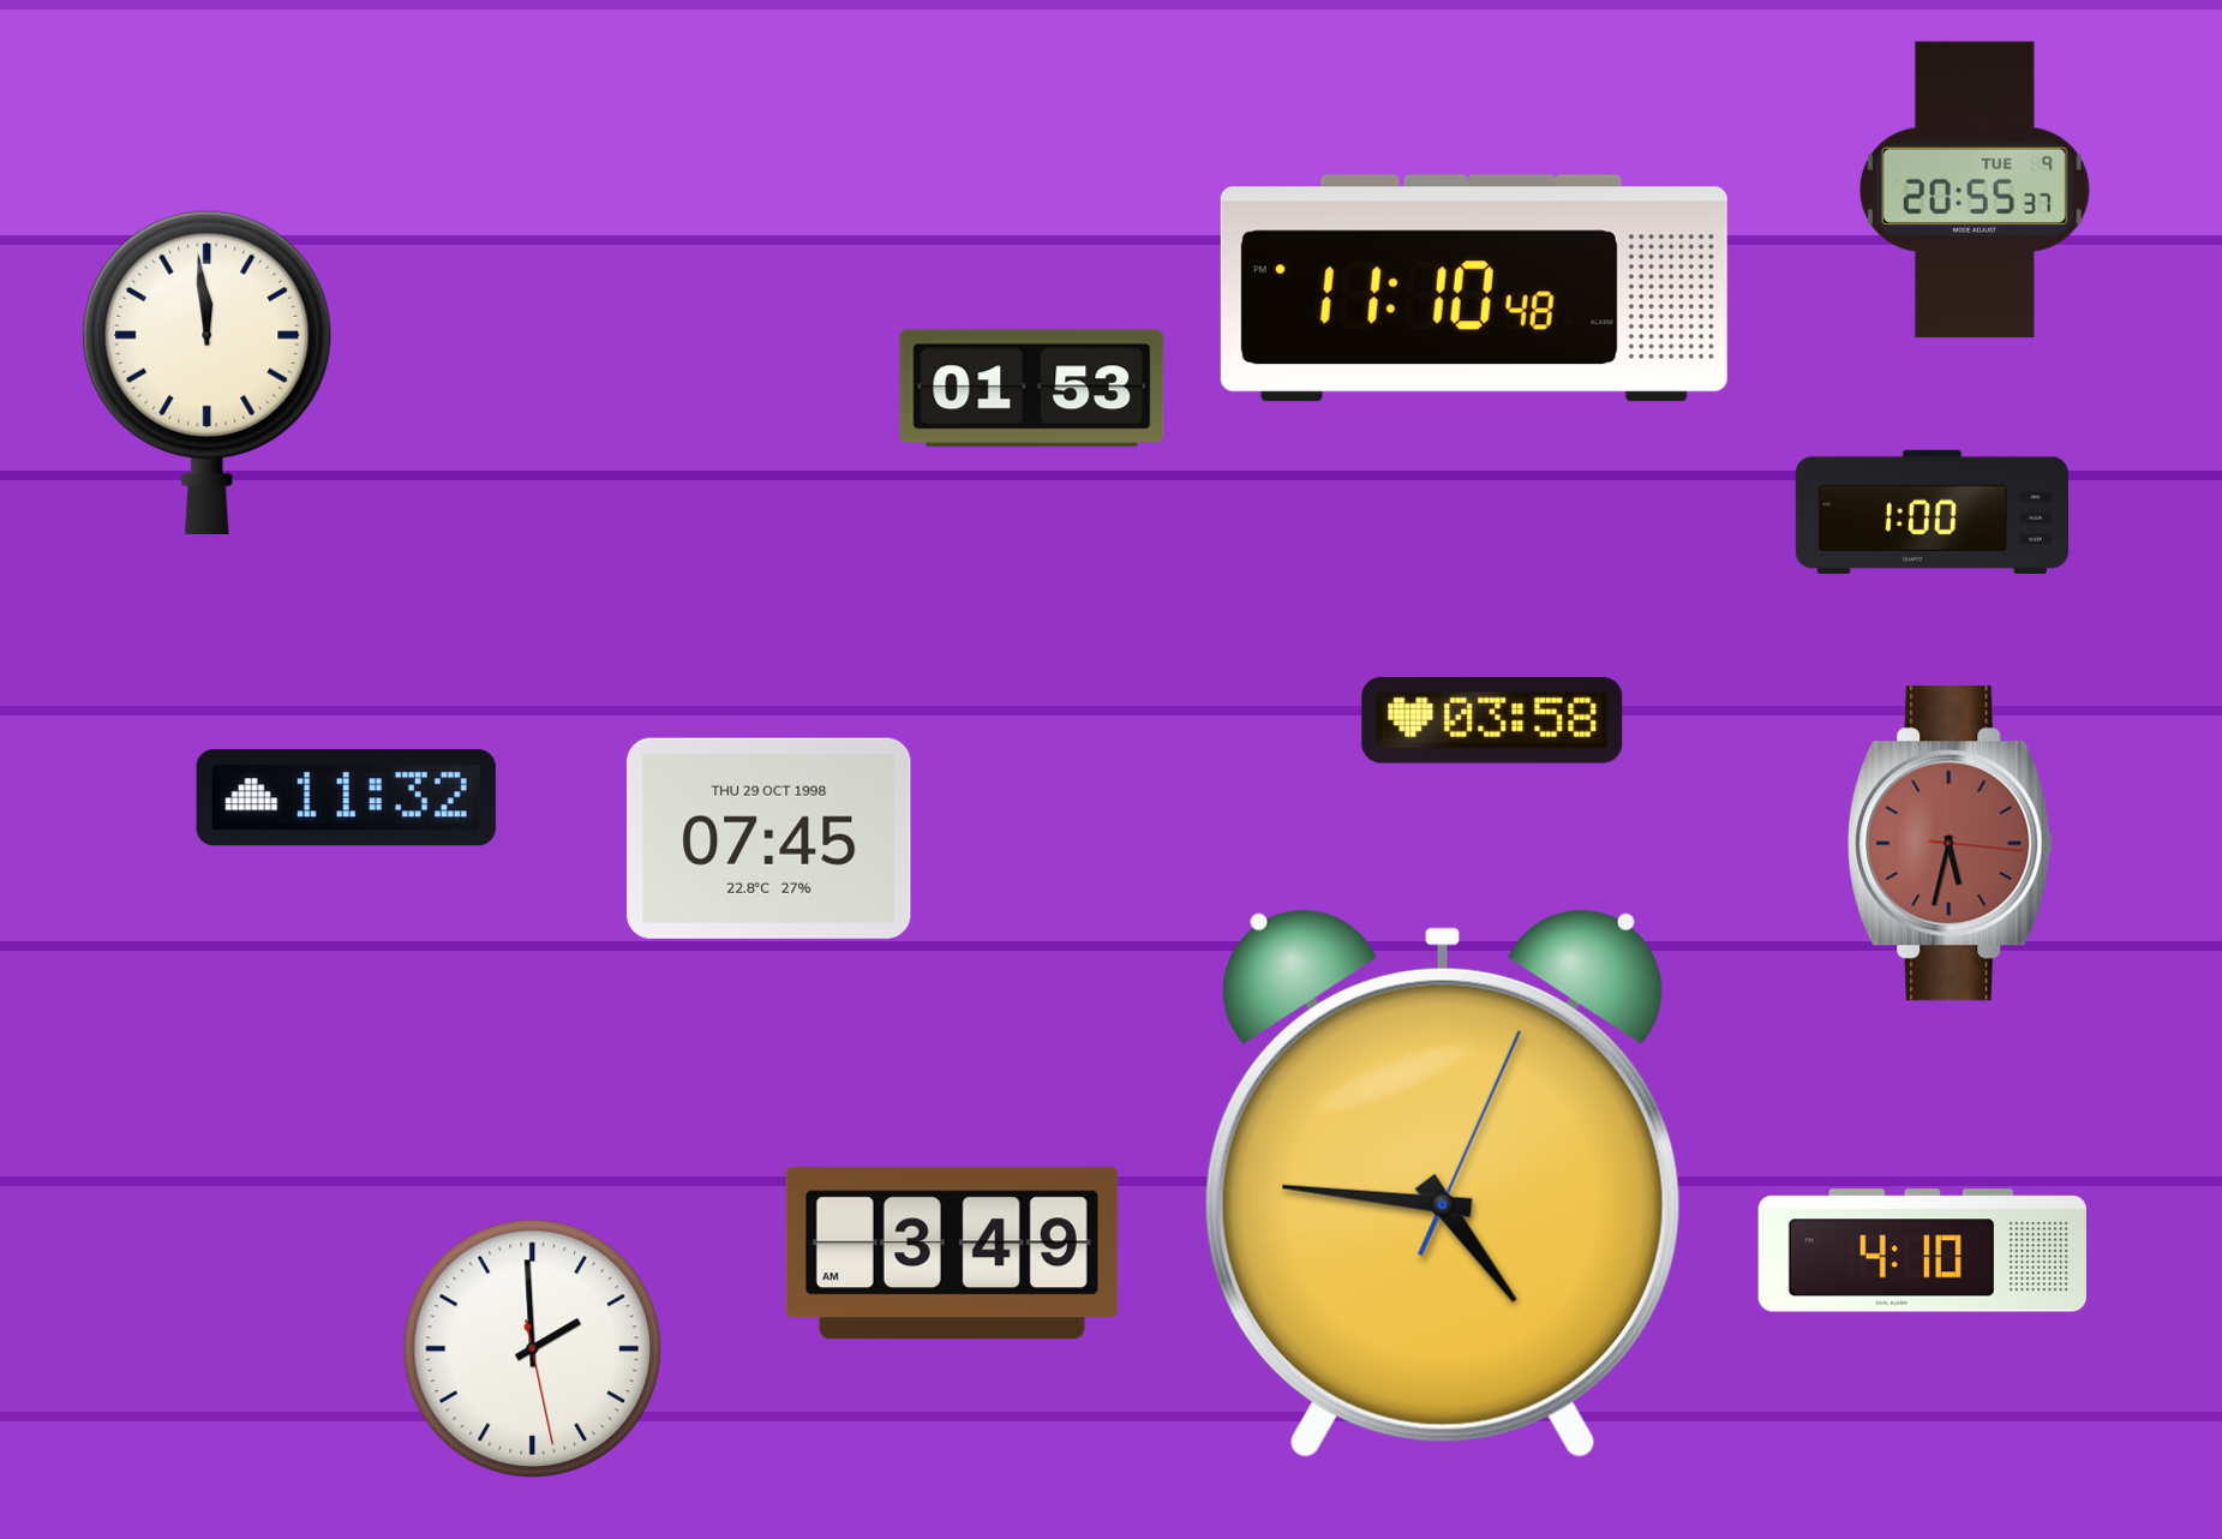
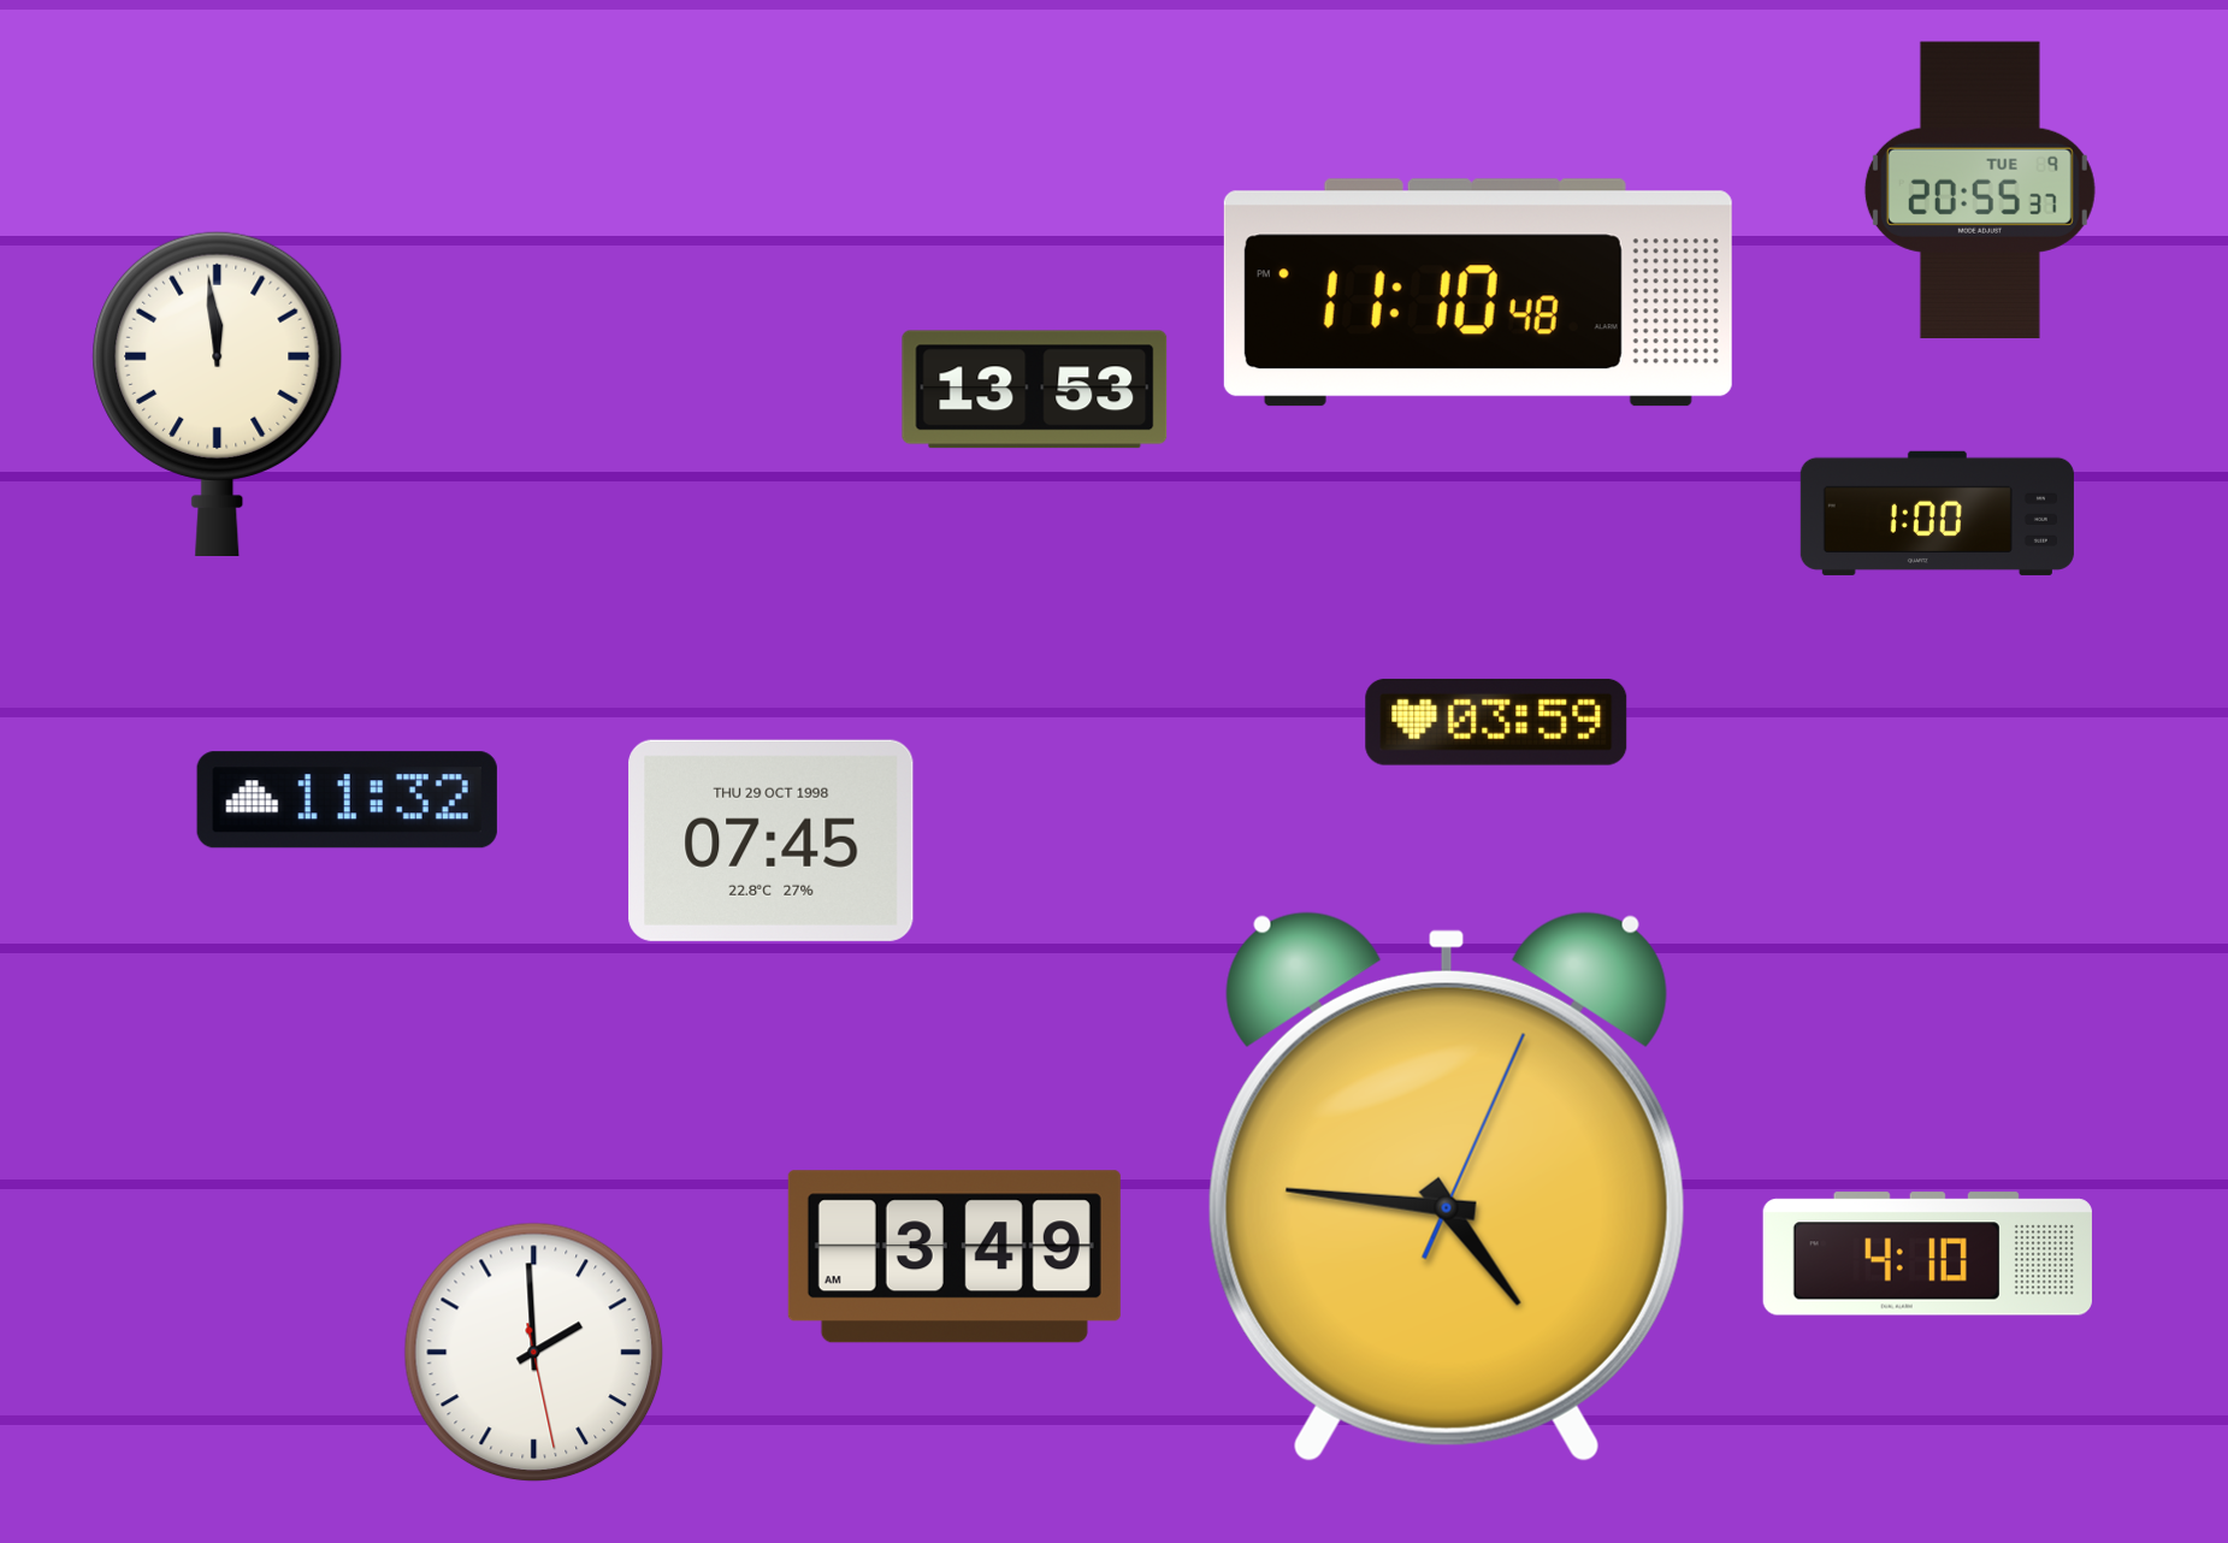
clock at (1474, 288) position: (1474, 288) -> (1478, 292)
clock at (208, 371) position: (208, 371) -> (218, 392)
clock at (1032, 389): 01:53 -> 13:53
clock at (1492, 720): 03:58 -> 03:59
clock at (1951, 844): 5:32 -> none
